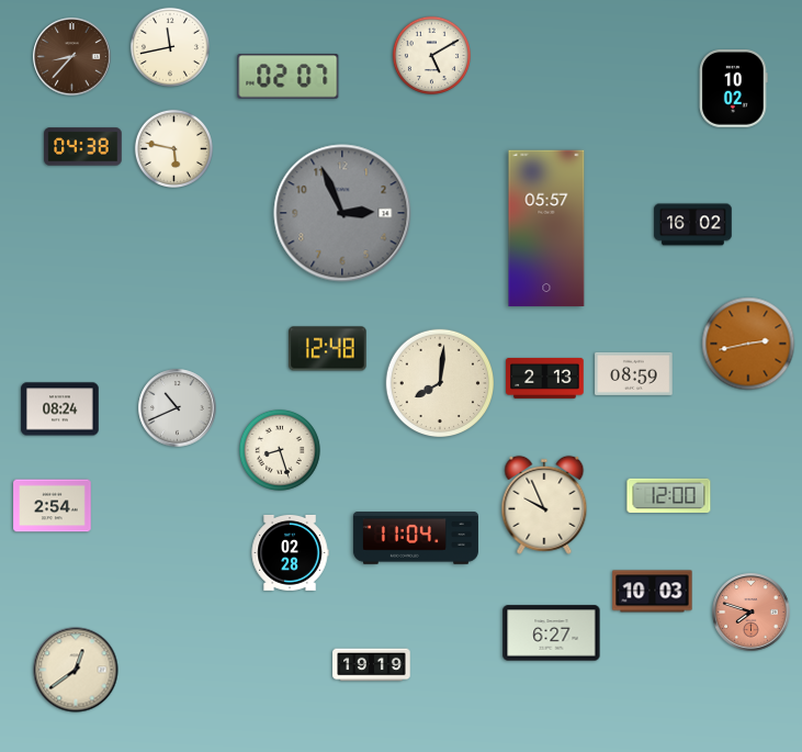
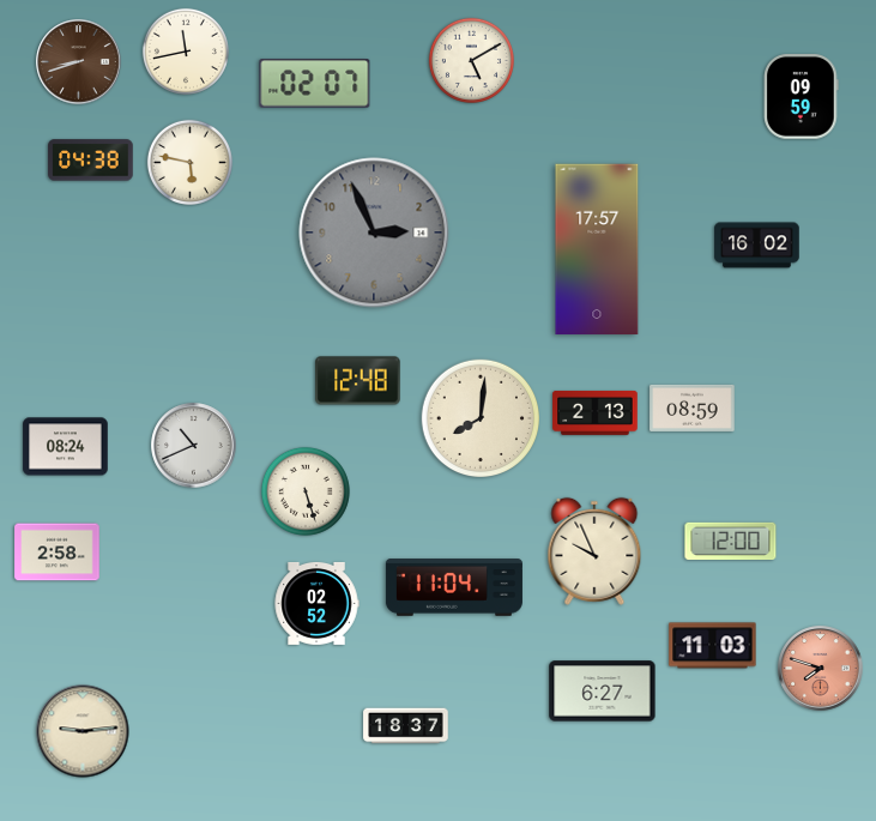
clock at (72, 57): 8:37 -> 8:42
clock at (734, 89): 10:02 -> 09:59
clock at (546, 228): 05:57 -> 17:57
clock at (748, 344): 2:43 -> none
clock at (280, 450): 8:27 -> 5:27
clock at (53, 506): 2:54 -> 2:58
clock at (290, 552): 02:28 -> 02:52
clock at (653, 592): 10:03 -> 11:03
clock at (372, 665): 19:19 -> 18:37
clock at (76, 670): 12:39 -> 9:14
